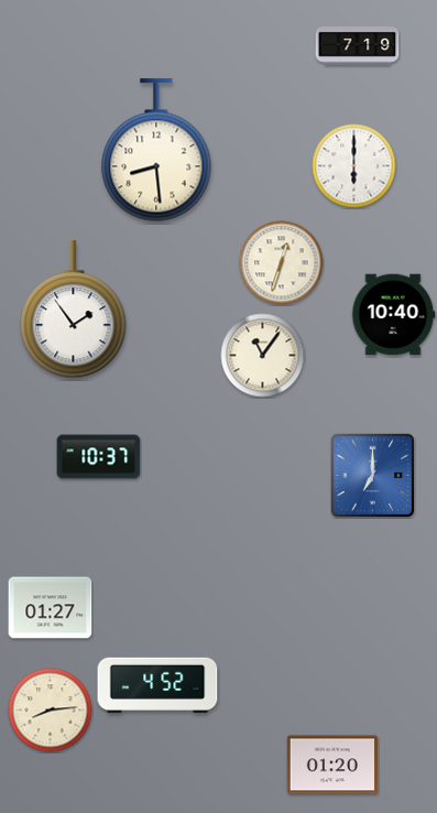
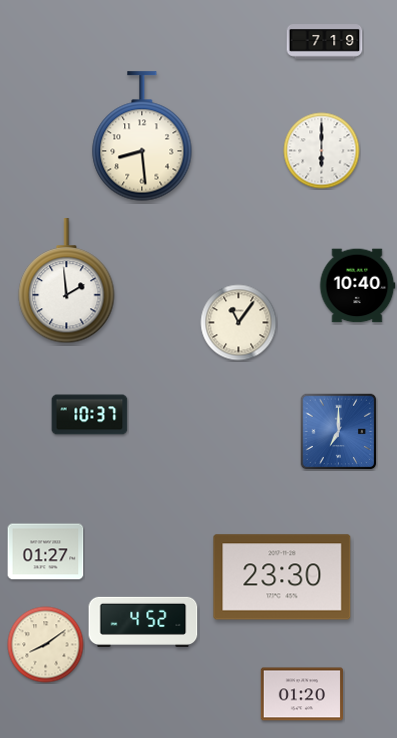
clock at (282, 263): 12:33 -> none
clock at (74, 310): 1:54 -> 1:59
clock at (282, 577): none -> 23:30
clock at (51, 711): 8:14 -> 8:09
